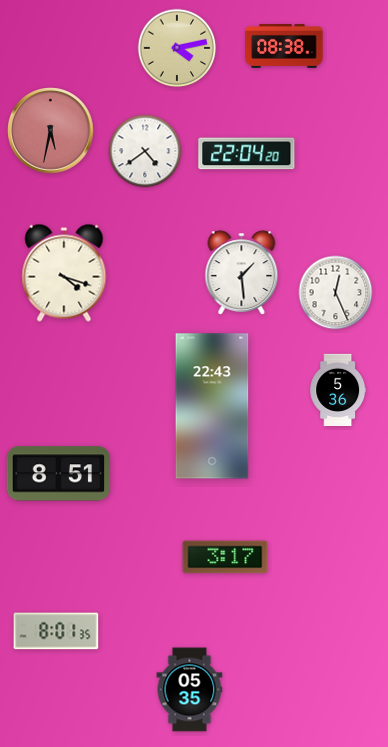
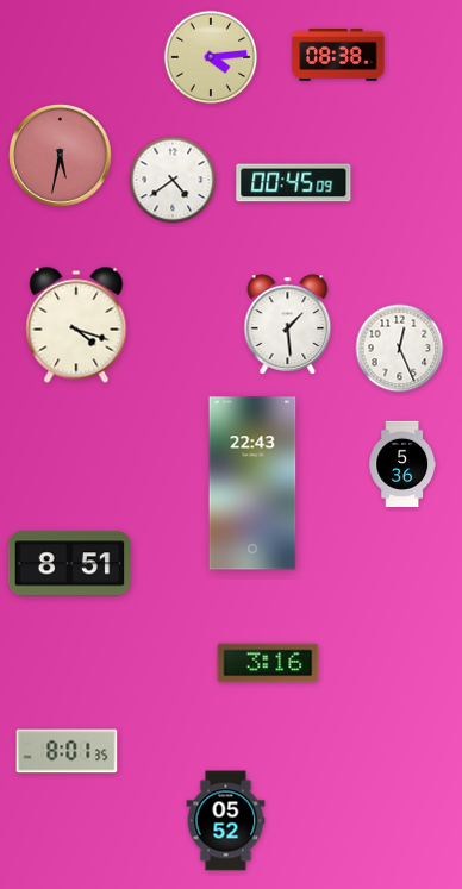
clock at (177, 48): 4:13 -> 4:14
clock at (247, 154): 22:04 -> 00:45
clock at (225, 557): 3:17 -> 3:16
clock at (190, 690): 05:35 -> 05:52
